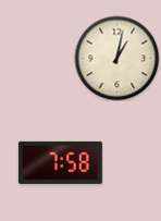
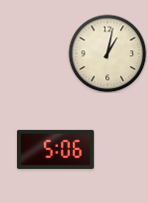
clock at (60, 162): 7:58 -> 5:06
